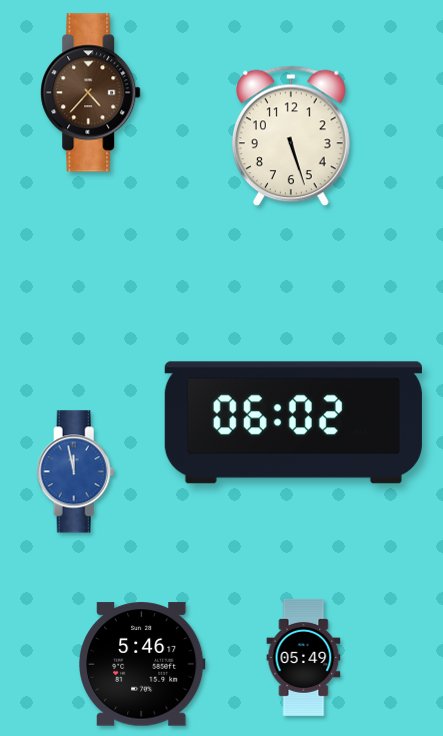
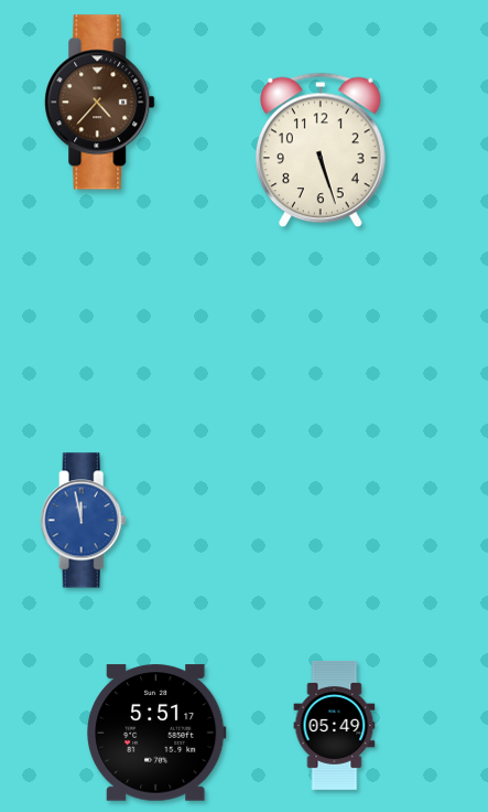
clock at (293, 423): 06:02 -> none
clock at (143, 664): 5:46 -> 5:51
